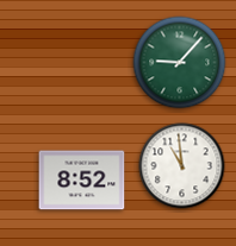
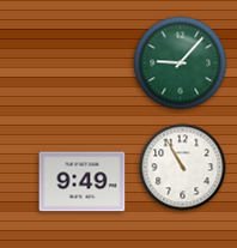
clock at (182, 166): 10:59 -> 10:55
clock at (82, 181): 8:52 -> 9:49
